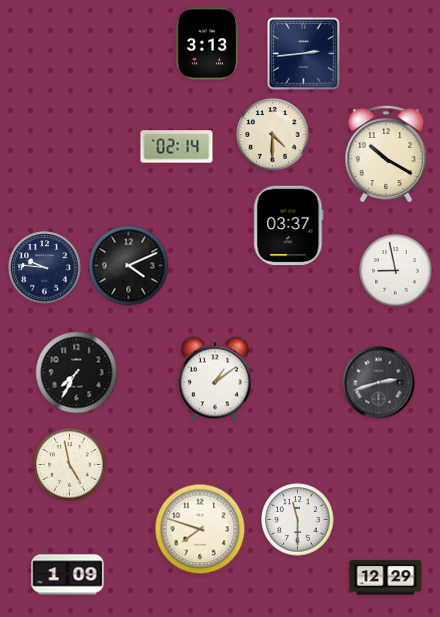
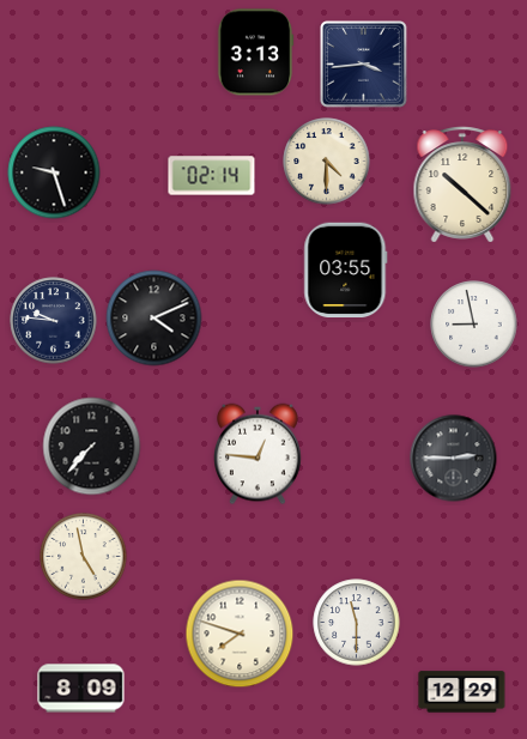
clock at (207, 44) position: (207, 44) -> (255, 53)
clock at (304, 54): 2:44 -> 3:44
clock at (54, 172): none -> 9:27
clock at (386, 154): 10:20 -> 10:22
clock at (289, 226): 03:37 -> 03:55
clock at (77, 373): 7:35 -> 7:37
clock at (216, 379): 1:09 -> 12:46
clock at (379, 383): 2:42 -> 2:45
clock at (68, 575): 1:09 -> 8:09
